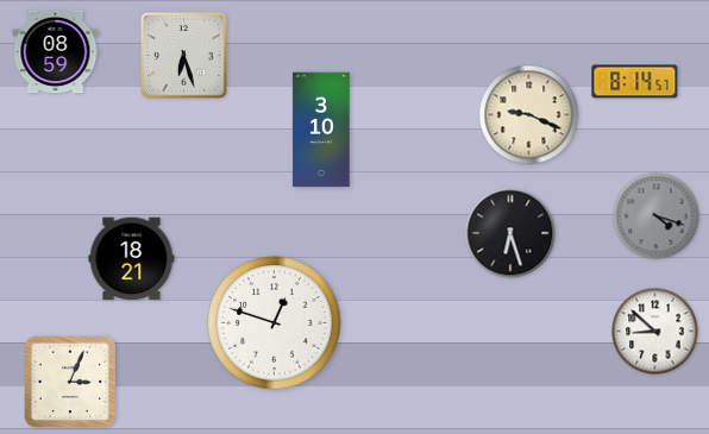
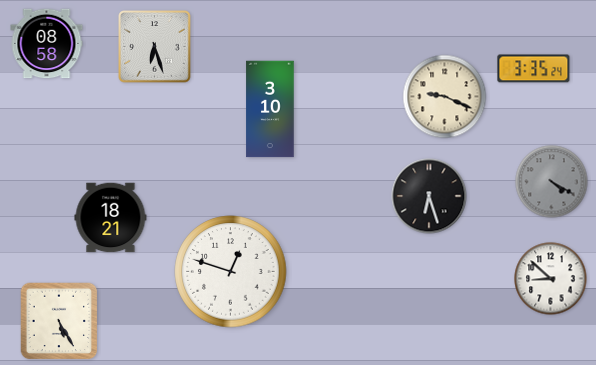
clock at (56, 52): 08:59 -> 08:58
clock at (635, 82): 8:14 -> 3:35
clock at (657, 216): 4:18 -> 4:20
clock at (70, 382): 3:04 -> 5:25
